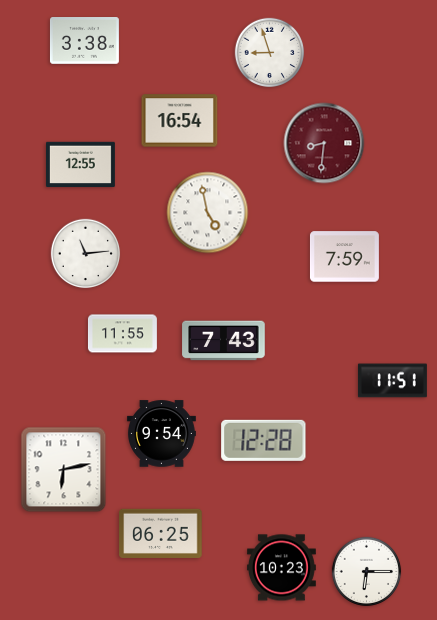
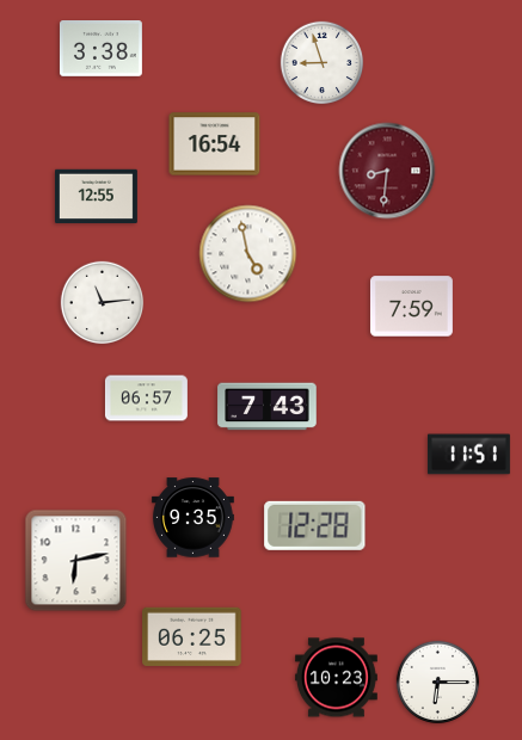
clock at (122, 334): 11:55 -> 06:57
clock at (161, 434): 9:54 -> 9:35
